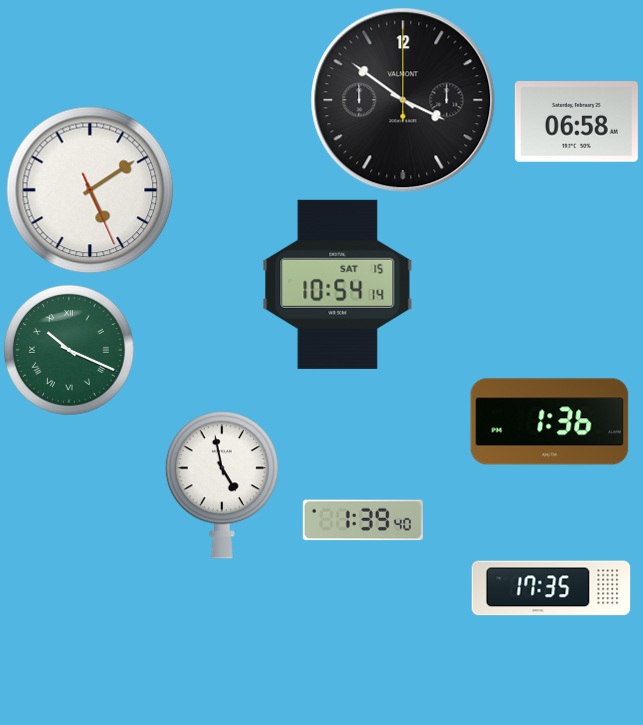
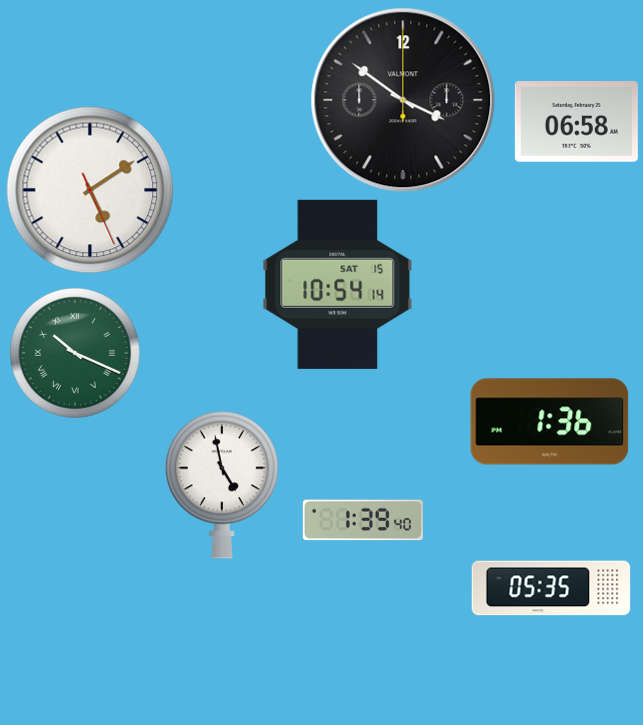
clock at (69, 350) position: (69, 350) -> (75, 353)
clock at (551, 588): 17:35 -> 05:35
